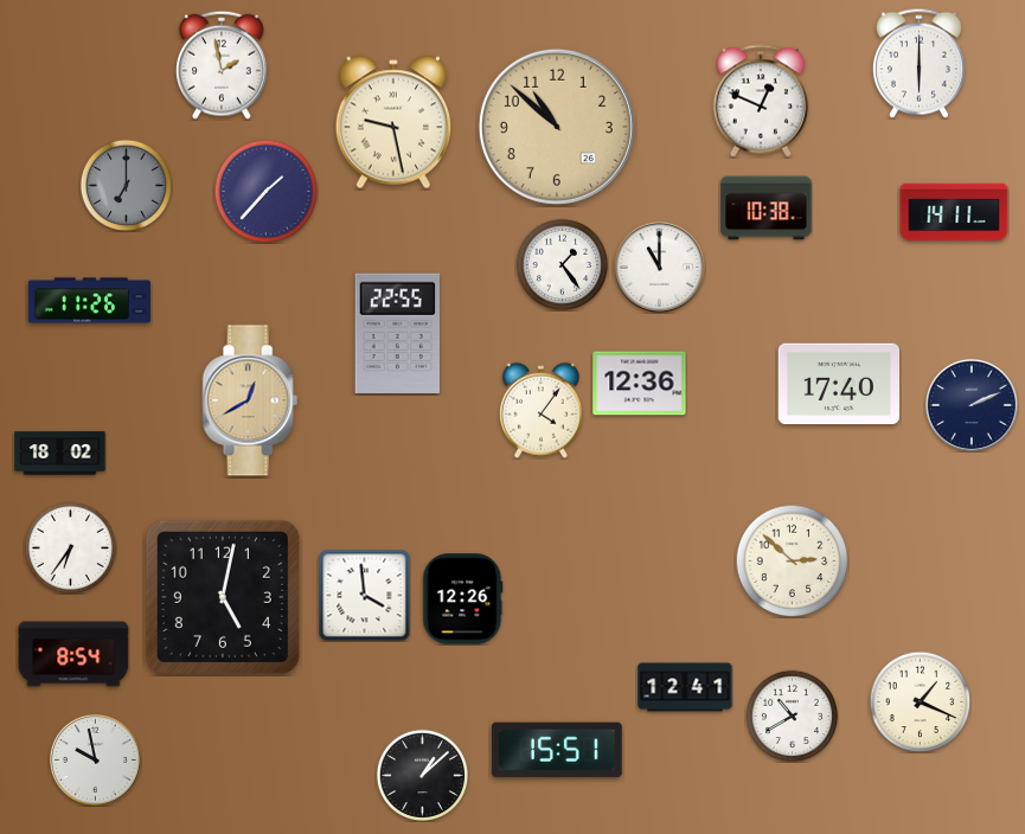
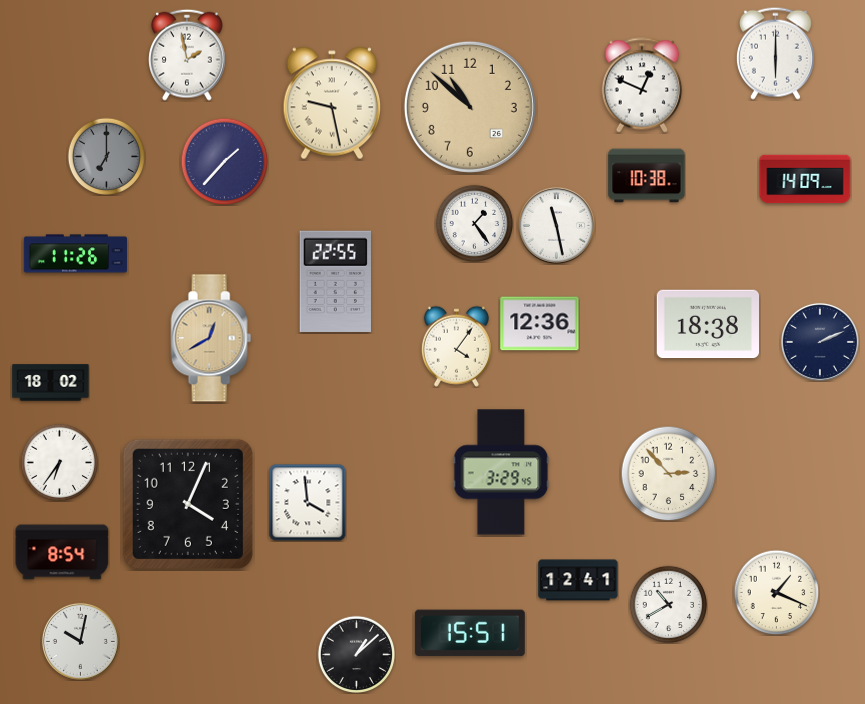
clock at (954, 212): 14:11 -> 14:09
clock at (659, 267): 11:00 -> 11:28
clock at (838, 384): 17:40 -> 18:38
clock at (501, 472): none -> 3:29
clock at (792, 560): 2:52 -> 2:53
clock at (223, 597): 5:02 -> 4:04
clock at (463, 599): 12:26 -> none
clock at (95, 759): 9:58 -> 10:02
